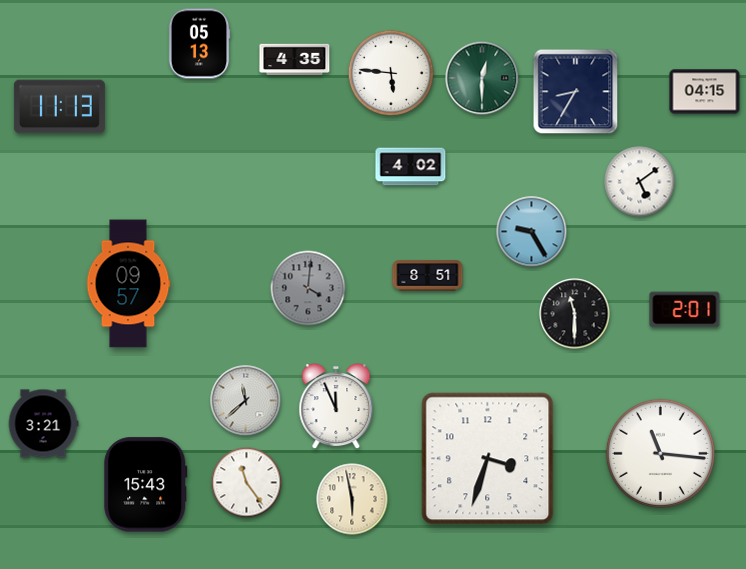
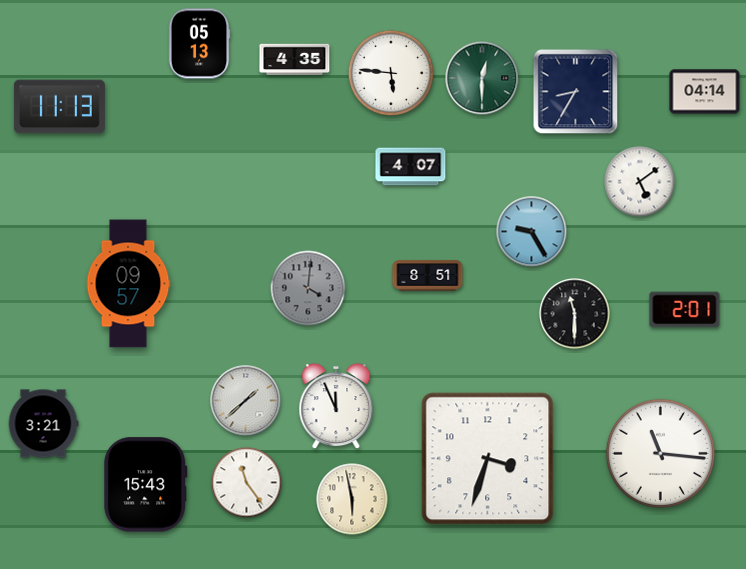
clock at (705, 92): 04:15 -> 04:14
clock at (411, 167): 4:02 -> 4:07
clock at (246, 401): 11:38 -> 1:38
